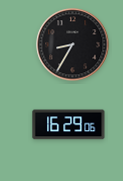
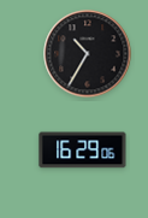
clock at (73, 45): 8:35 -> 10:35
